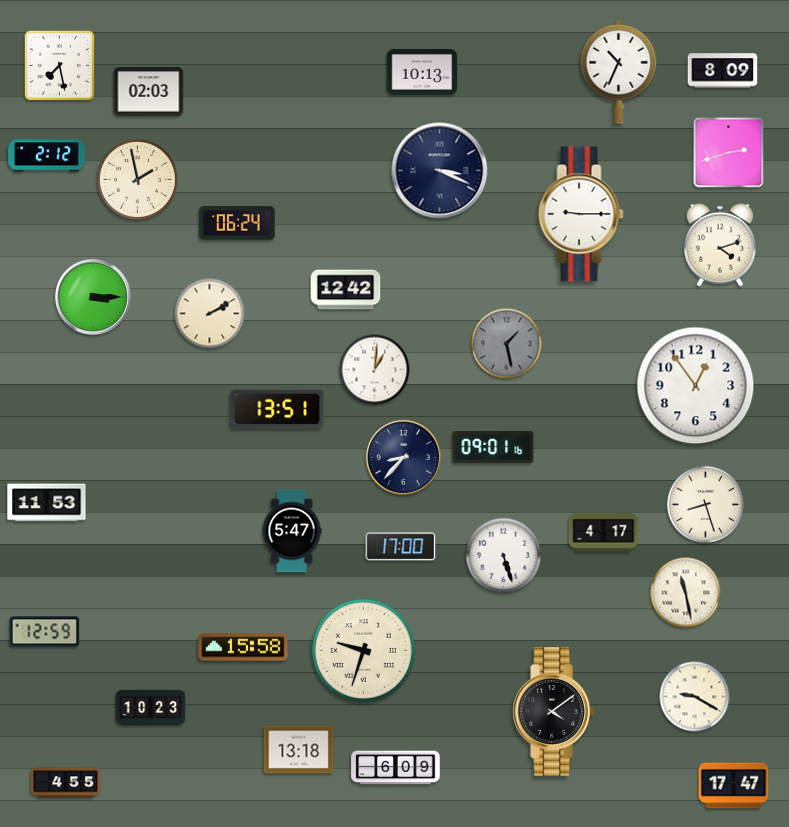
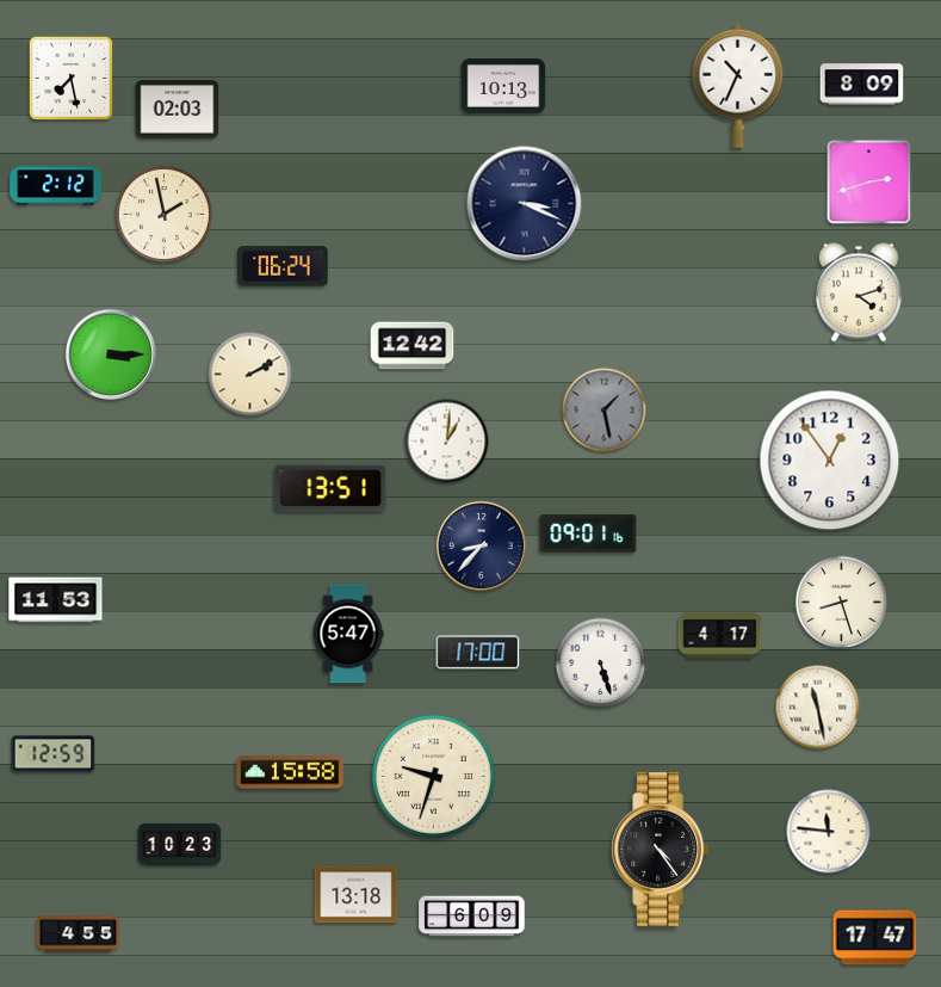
clock at (581, 214): 9:15 -> none
clock at (695, 697): 9:20 -> 11:46
clock at (553, 712): 4:09 -> 4:24
